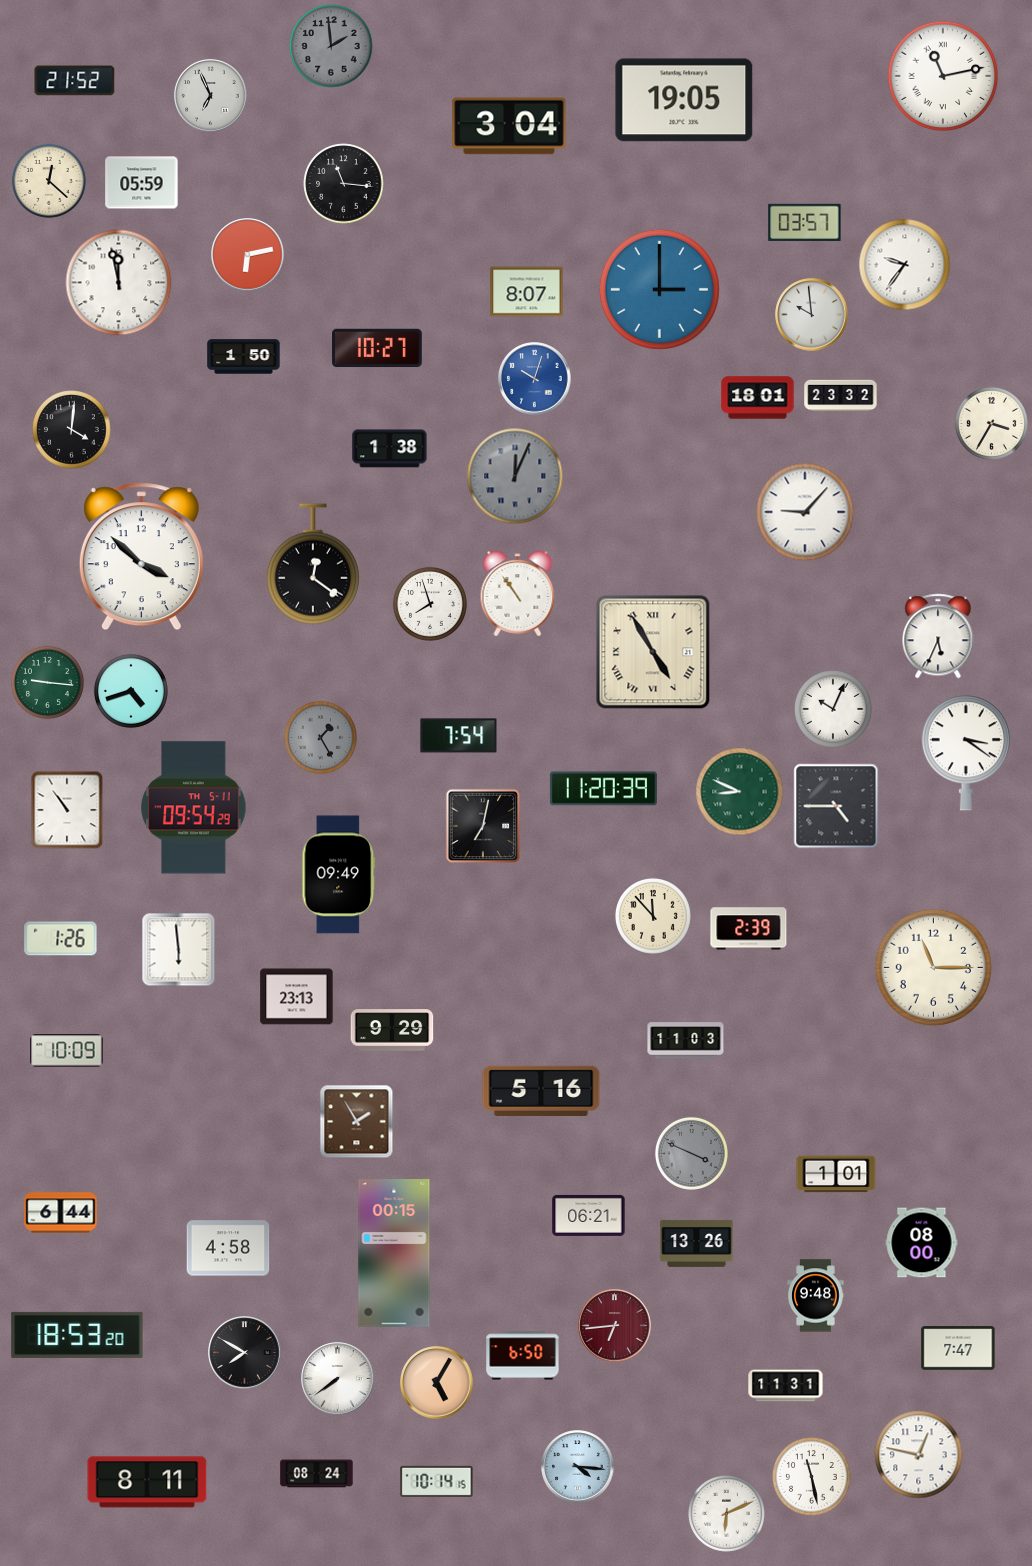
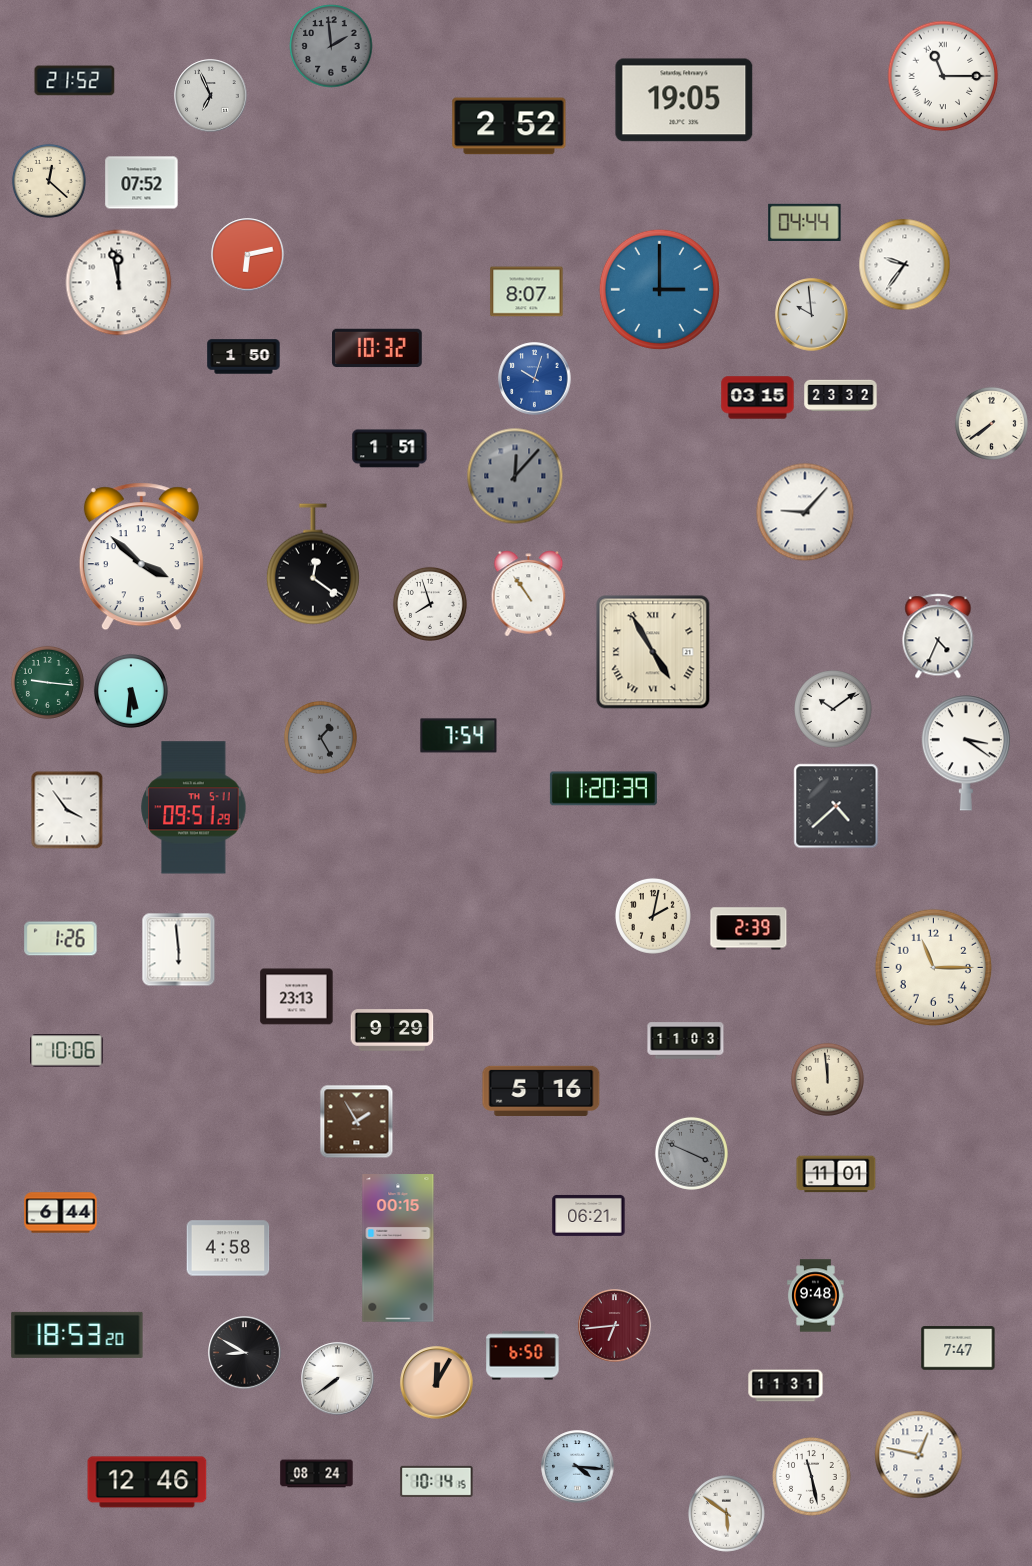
clock at (943, 76): 11:13 -> 11:15
clock at (509, 126): 3:04 -> 2:52
clock at (142, 183): 05:59 -> 07:52
clock at (344, 184): 11:16 -> none
clock at (805, 222): 03:57 -> 04:44
clock at (377, 348): 10:27 -> 10:32
clock at (758, 398): 18:01 -> 03:15
clock at (991, 423): 3:35 -> 7:39
clock at (72, 430): 4:01 -> none
clock at (390, 449): 1:38 -> 1:51
clock at (515, 476): 12:04 -> 12:07
clock at (518, 594) position: (518, 594) -> (529, 594)
clock at (938, 636): 5:34 -> 4:34
clock at (131, 691): 4:42 -> 5:31
clock at (834, 710): 10:04 -> 10:09
clock at (740, 792): 8:49 -> none
clock at (836, 806): 4:45 -> 4:38
clock at (194, 808): 09:54 -> 09:51
clock at (67, 810): 10:54 -> 3:54
clock at (483, 826): 7:02 -> none
clock at (339, 875): 09:49 -> none
clock at (653, 916): 11:53 -> 2:02
clock at (67, 1051): 10:09 -> 10:06
clock at (827, 1079): none -> 11:59
clock at (836, 1174): 1:01 -> 11:01
clock at (697, 1243): 13:26 -> none
clock at (922, 1243): 08:00 -> none
clock at (394, 1253) position: (394, 1253) -> (398, 1248)
clock at (245, 1353): 7:50 -> 8:50
clock at (437, 1383): 5:05 -> 12:05
clock at (147, 1482): 8:11 -> 12:46
clock at (727, 1514): 6:11 -> 5:51
